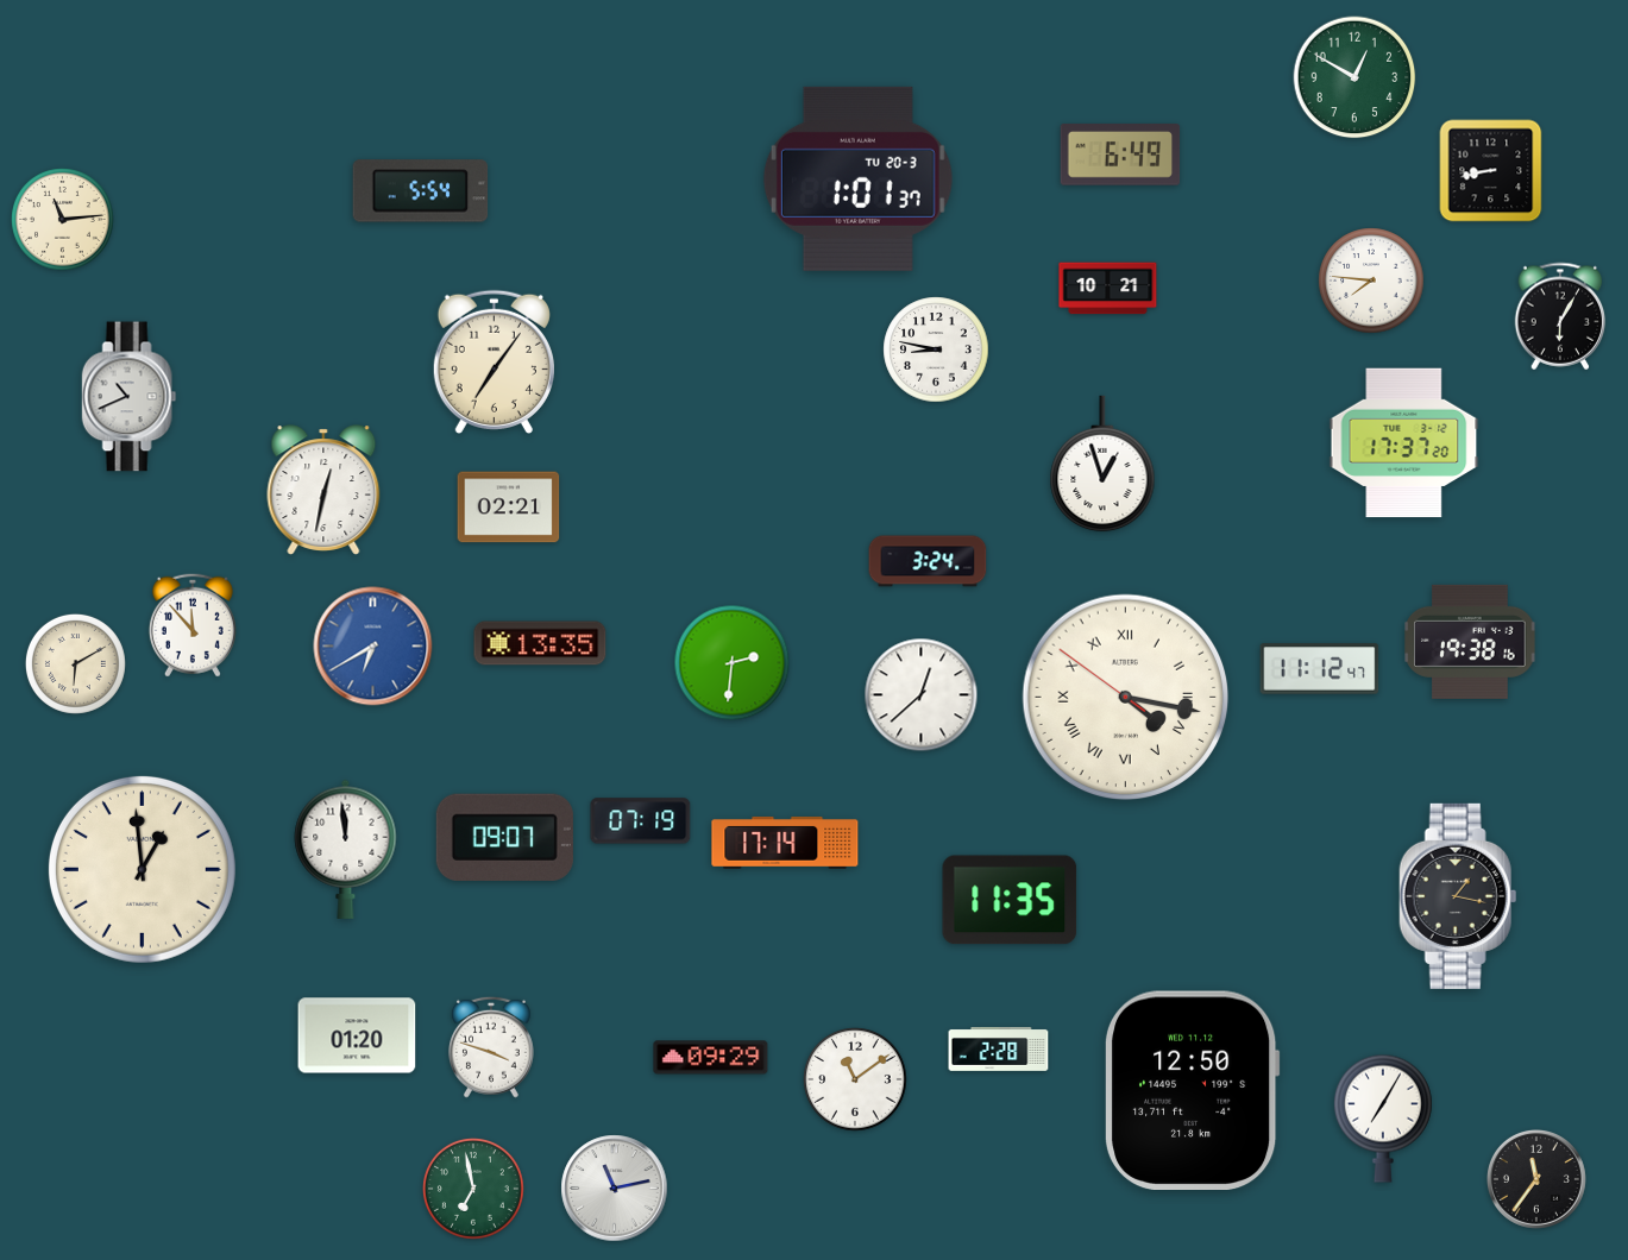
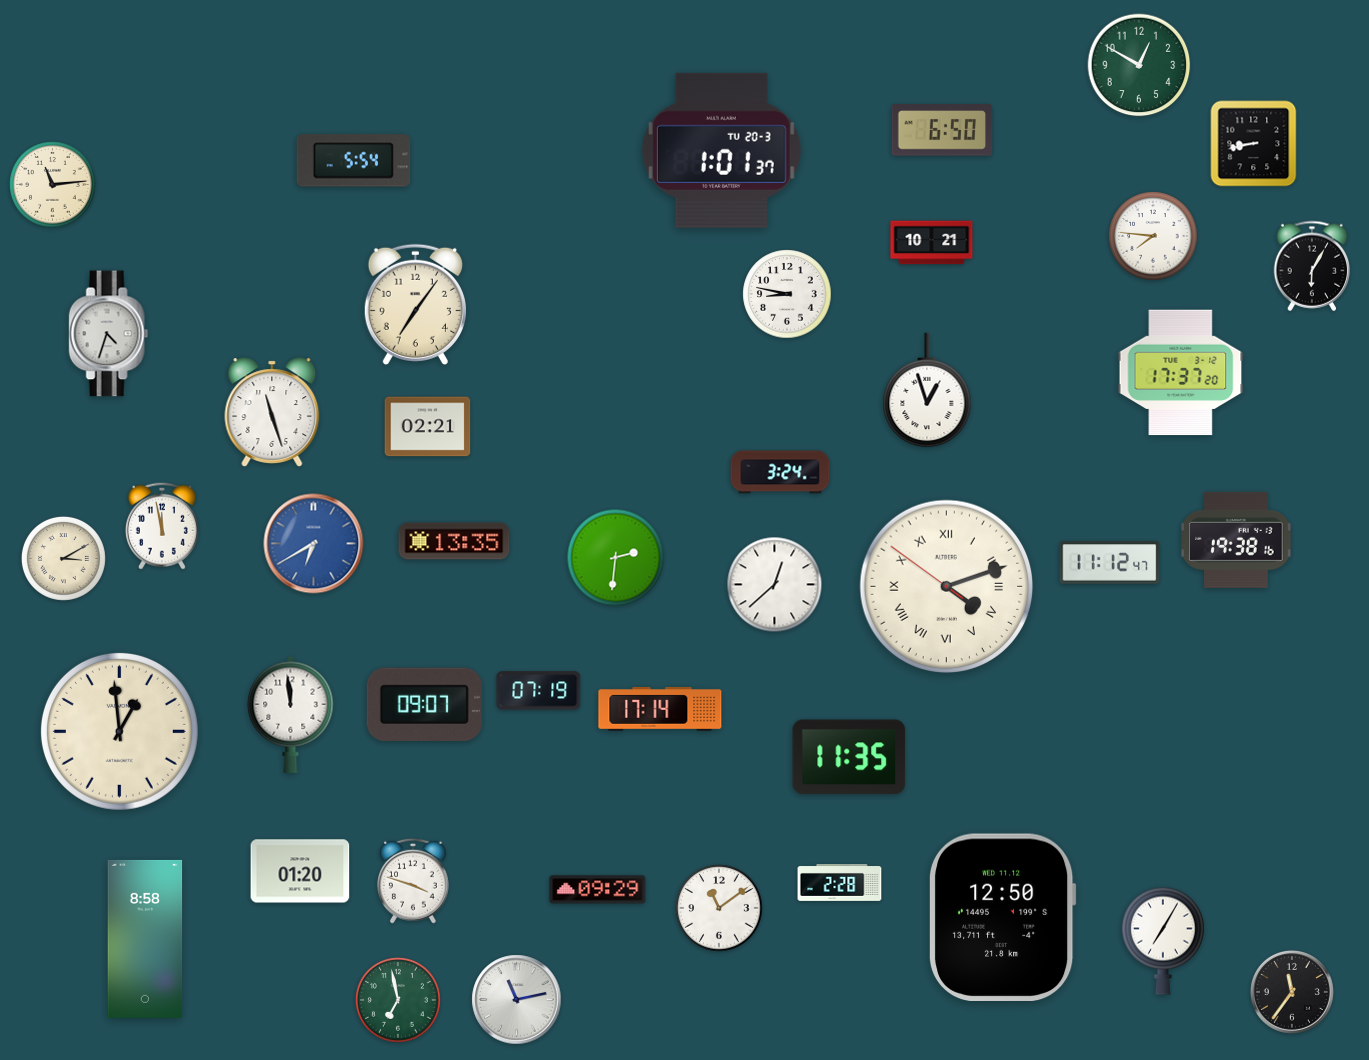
clock at (1120, 155): 6:49 -> 6:50
clock at (130, 397): 10:41 -> 4:33
clock at (323, 490): 12:32 -> 11:27
clock at (193, 625): 11:53 -> 11:58
clock at (75, 663): 6:10 -> 3:10
clock at (1126, 698): 4:16 -> 4:11
clock at (1458, 896): 1:17 -> none
clock at (145, 939): none -> 8:58
